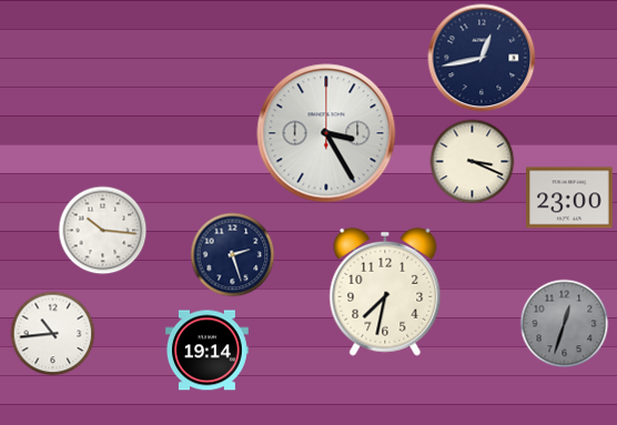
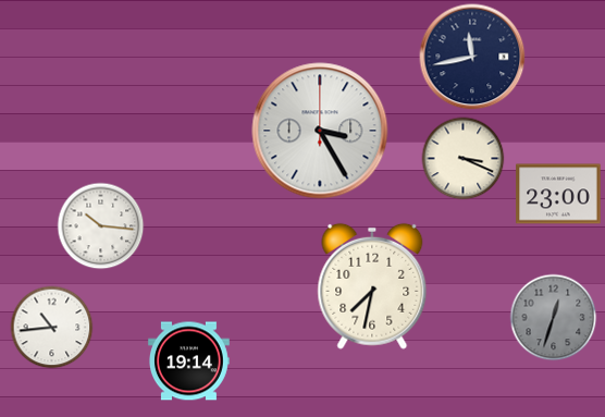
clock at (482, 58): 12:43 -> 11:43
clock at (233, 255): 2:27 -> none
clock at (385, 292) position: (385, 292) -> (372, 286)
clock at (206, 351) position: (206, 351) -> (188, 361)
